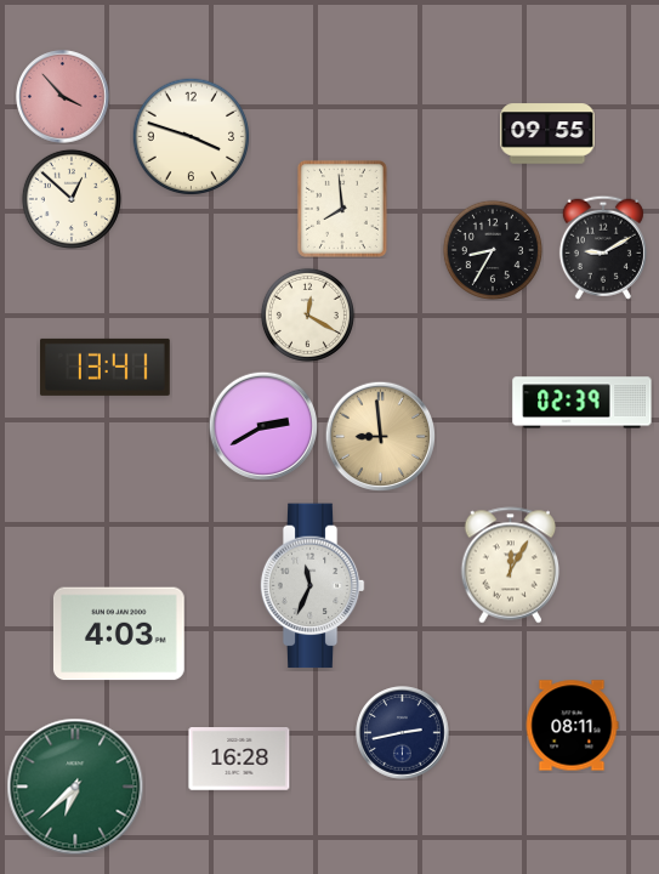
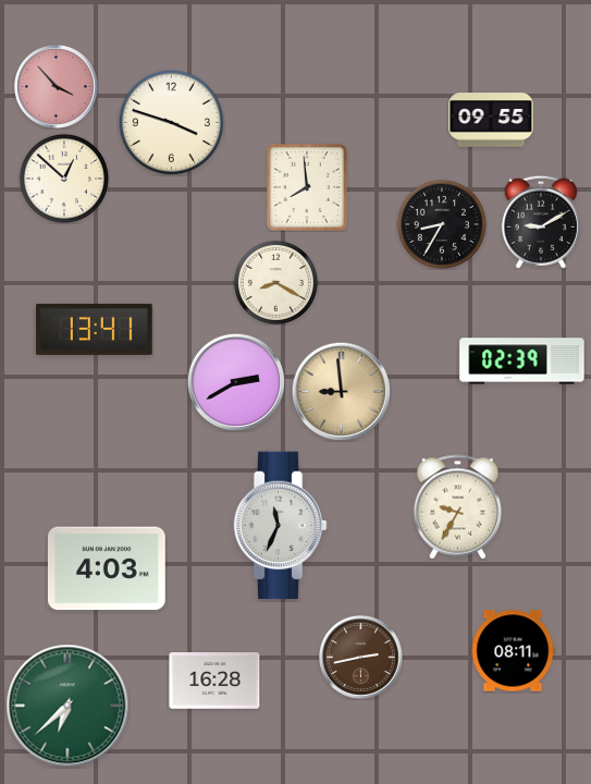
clock at (307, 314): 12:20 -> 8:20
clock at (511, 566): 12:05 -> 9:35
clock at (403, 733) dial: navy -> brown
